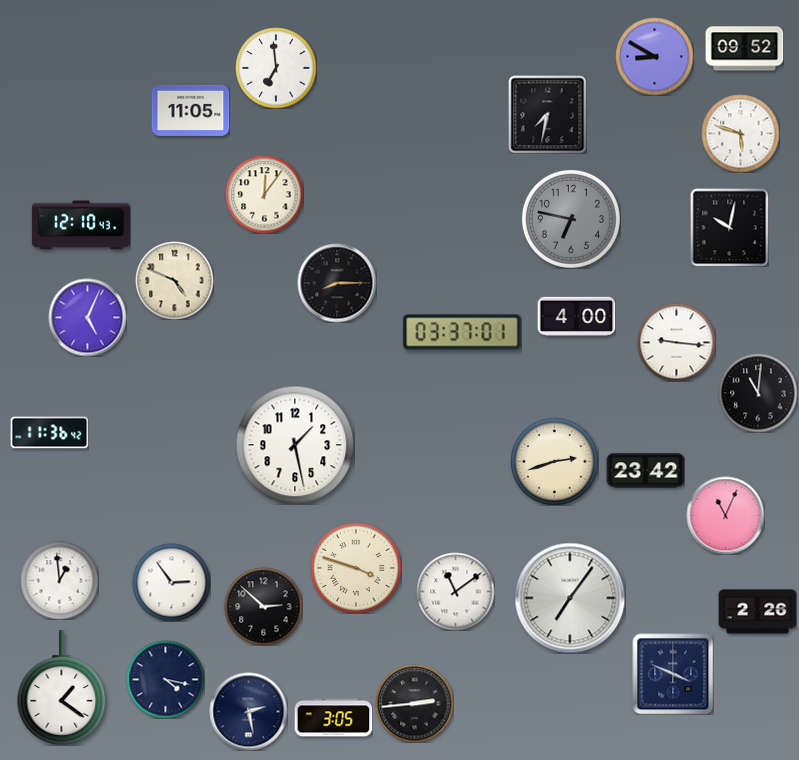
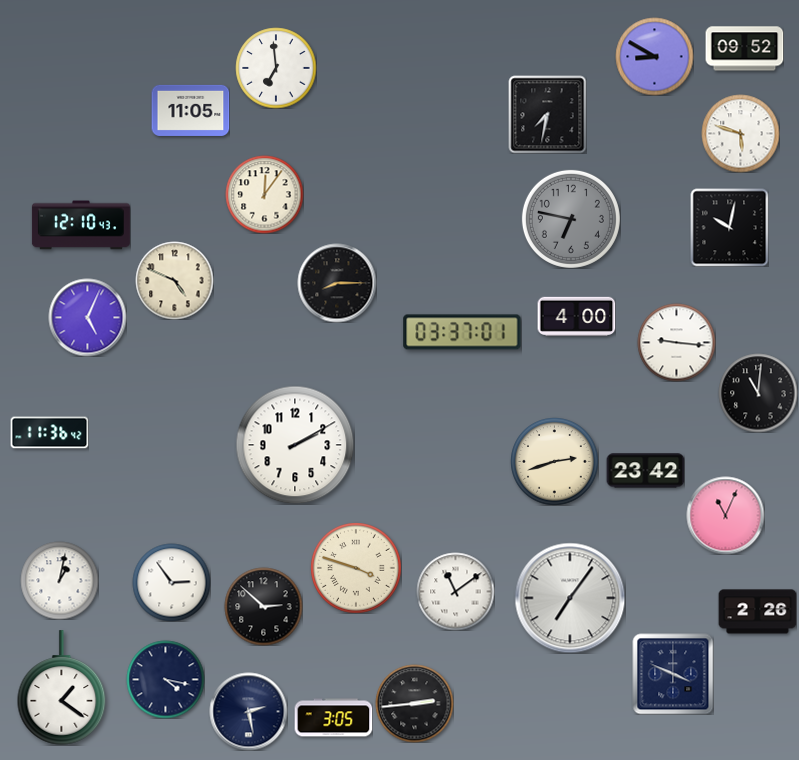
clock at (295, 445): 1:28 -> 2:10
clock at (59, 580): 12:59 -> 1:02
